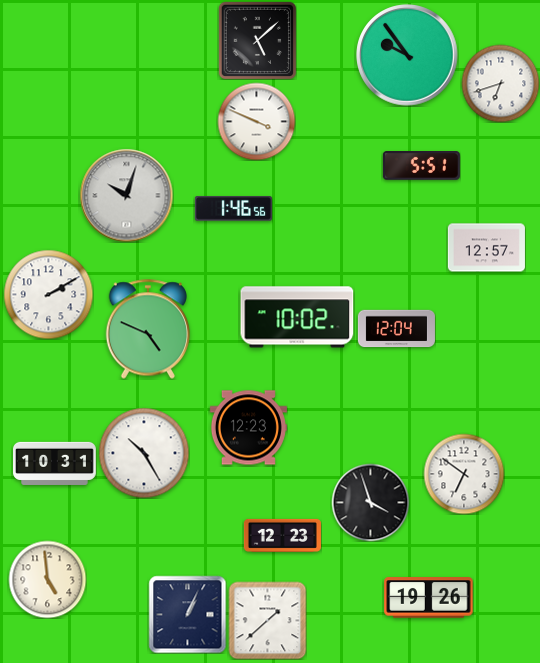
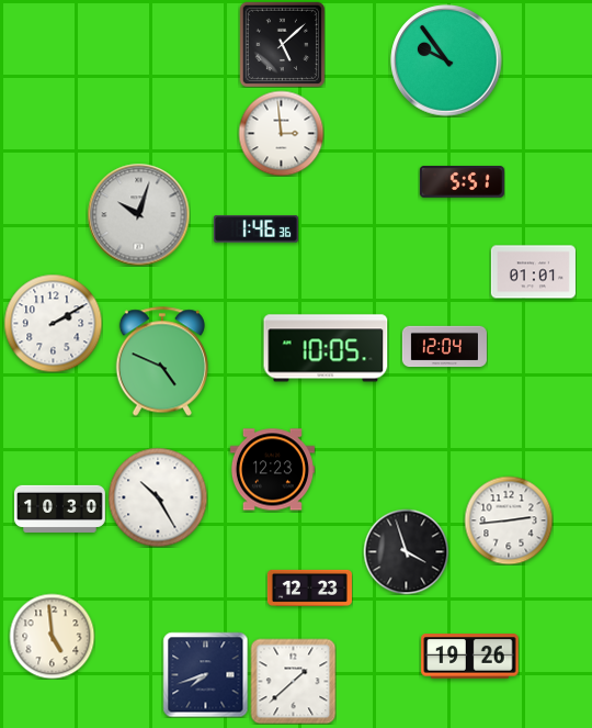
clock at (500, 83): 6:42 -> none
clock at (256, 121): 3:49 -> 2:59
clock at (233, 209): 1:46:56 -> 1:46:36
clock at (486, 248): 12:57 -> 01:01
clock at (297, 317): 10:02 -> 10:05
clock at (396, 329) position: (396, 329) -> (444, 347)
clock at (55, 463): 10:31 -> 10:30
clock at (464, 474): 6:51 -> 2:44
clock at (187, 614): 1:04 -> 7:42
